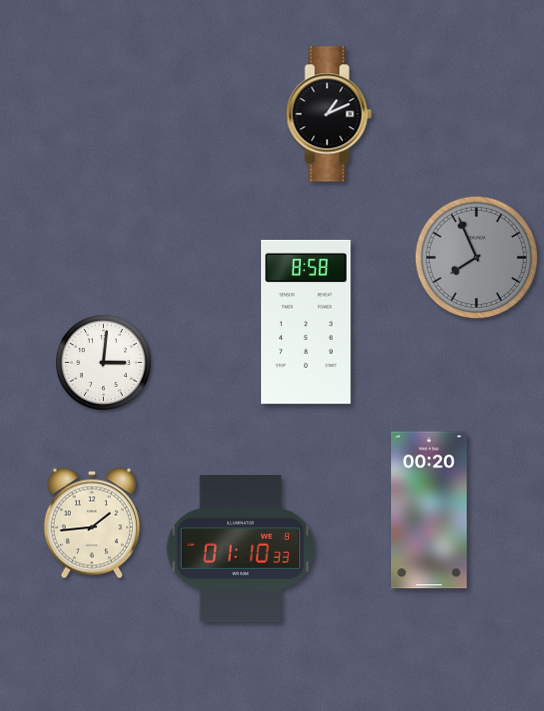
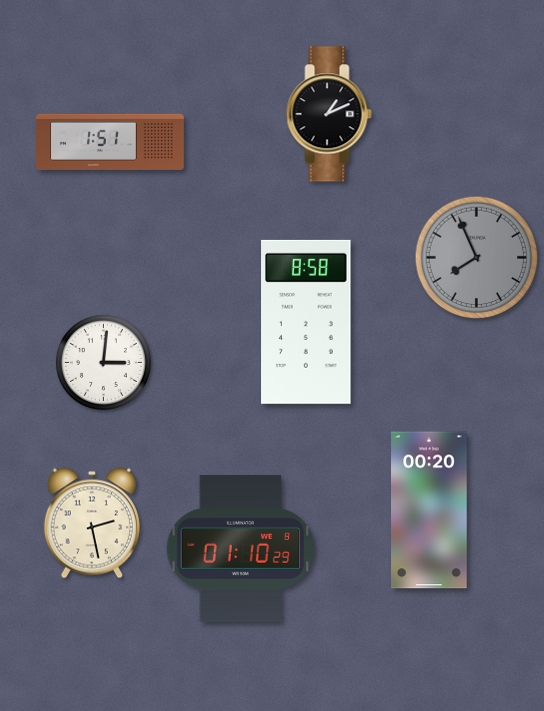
clock at (110, 142): none -> 1:51
clock at (92, 523): 1:44 -> 2:28
clock at (241, 548): 01:10:33 -> 01:10:29
